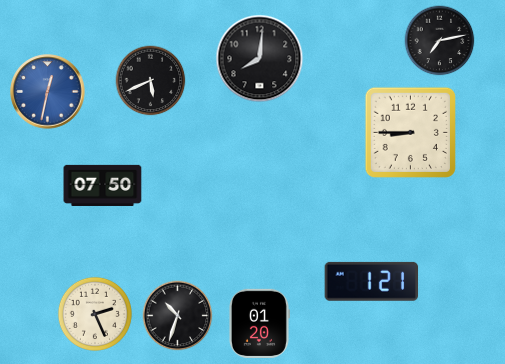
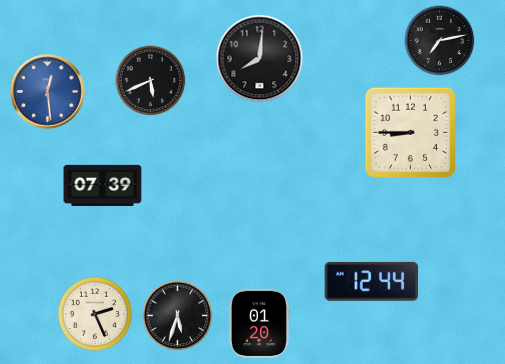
clock at (48, 92): 12:32 -> 12:29
clock at (103, 185): 07:50 -> 07:39
clock at (372, 281): 1:21 -> 12:44
clock at (178, 316): 10:33 -> 5:33
